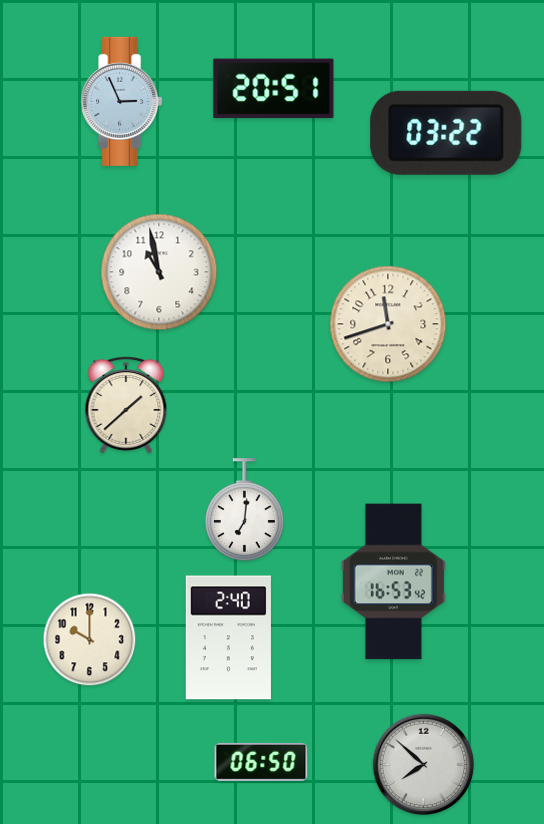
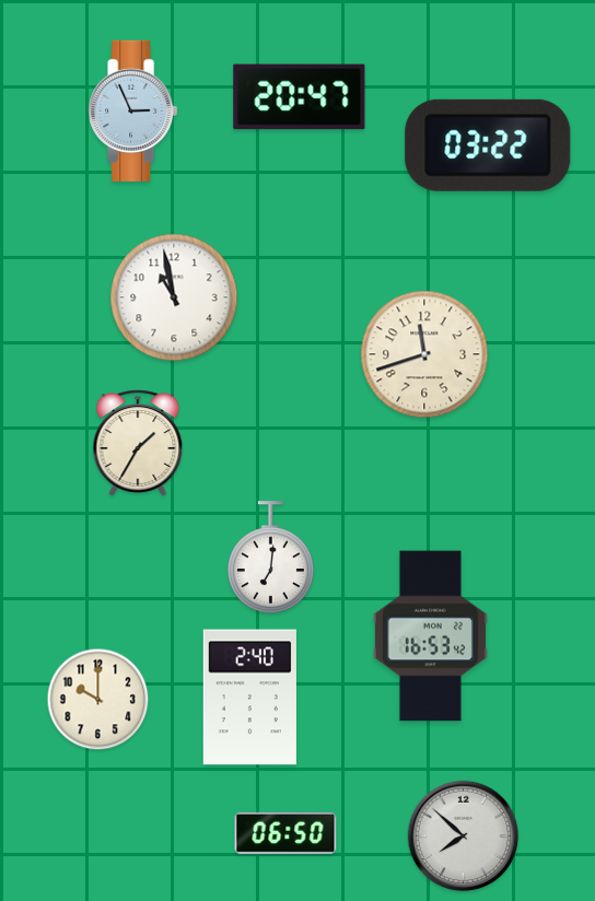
clock at (274, 89): 20:51 -> 20:47
clock at (126, 405): 1:38 -> 1:35
clock at (244, 510) position: (244, 510) -> (270, 558)
